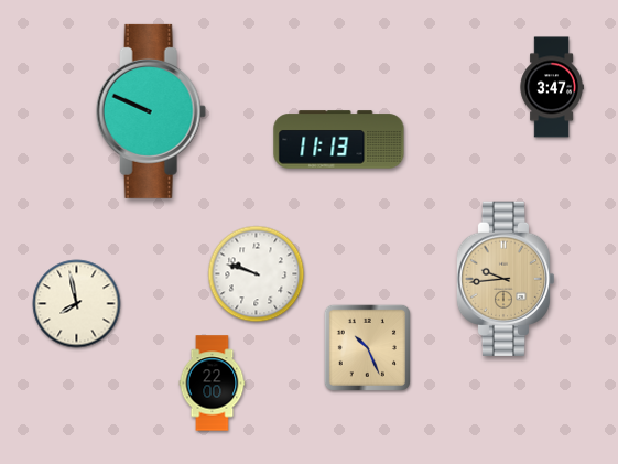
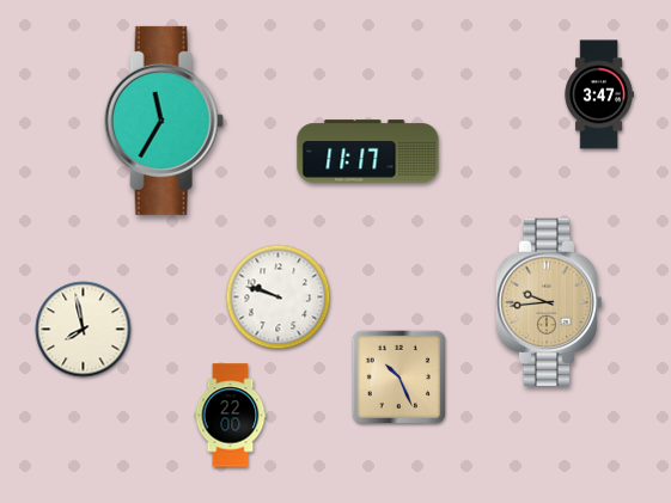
clock at (151, 111): 9:49 -> 11:35
clock at (339, 140): 11:13 -> 11:17
